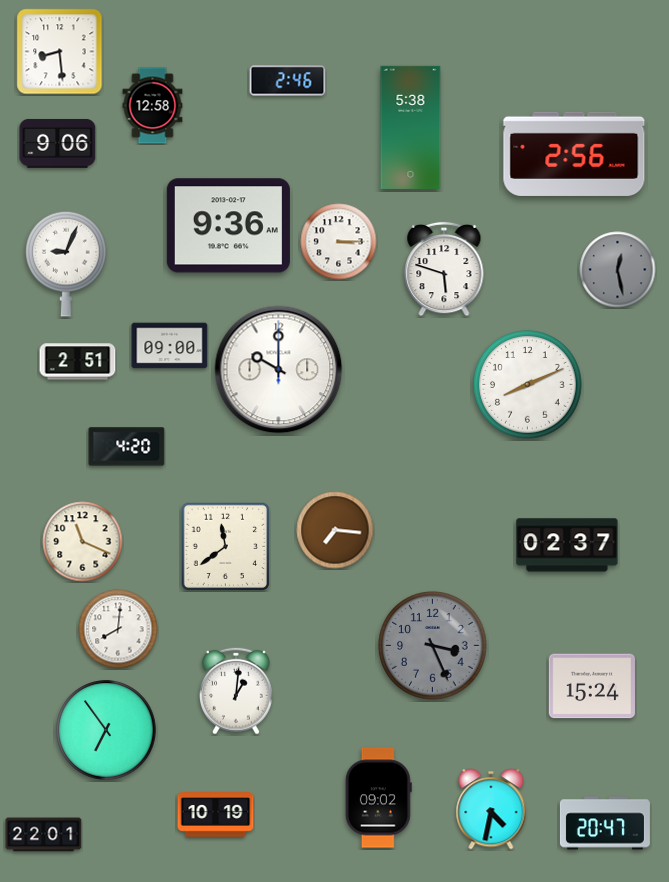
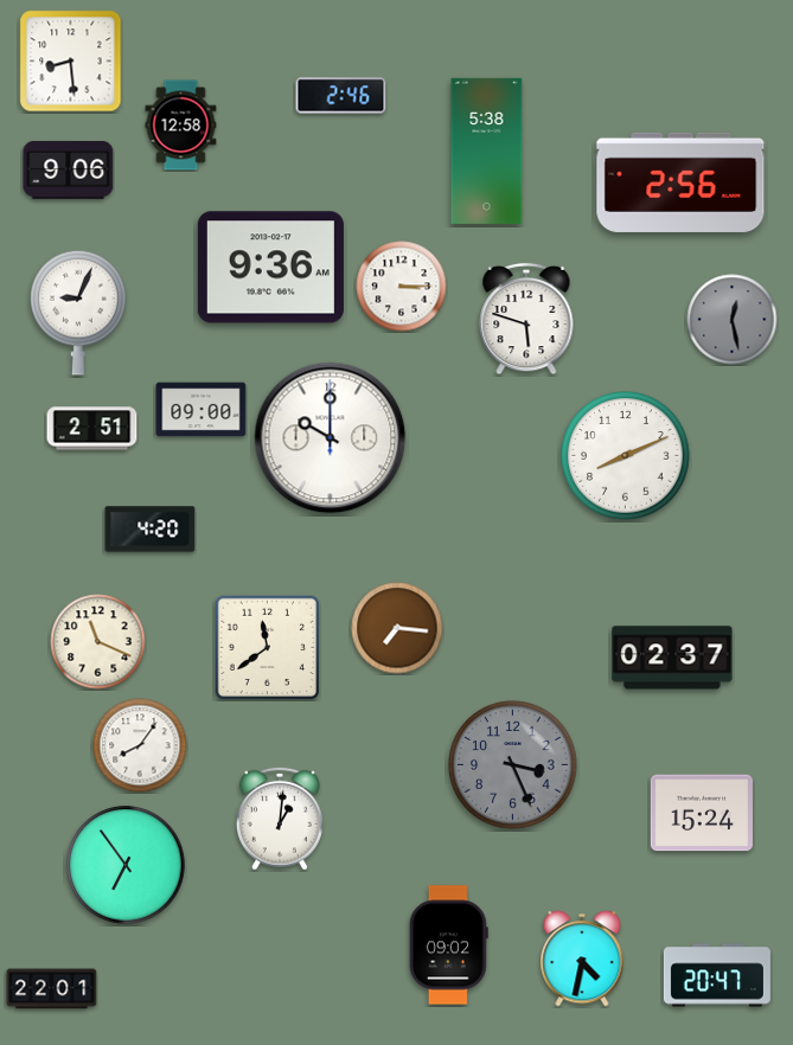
clock at (567, 545) position: (567, 545) -> (672, 658)
clock at (118, 629): 8:01 -> 8:06
clock at (216, 815): 10:19 -> none
